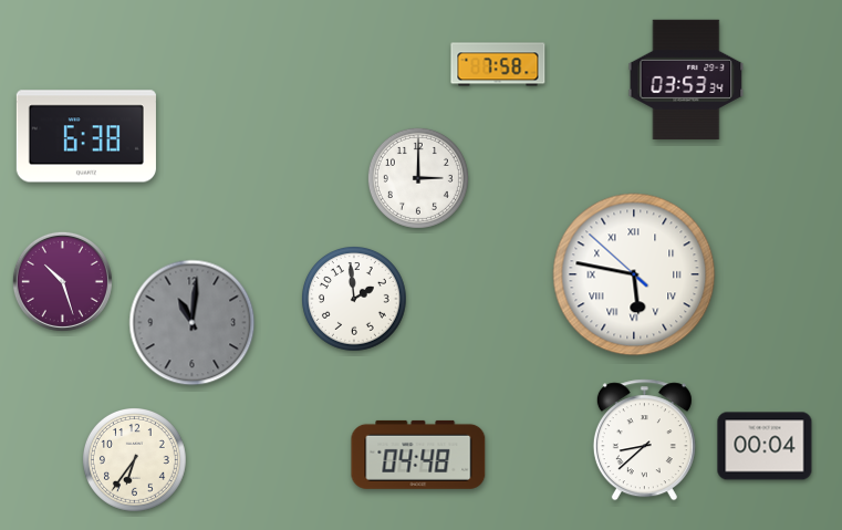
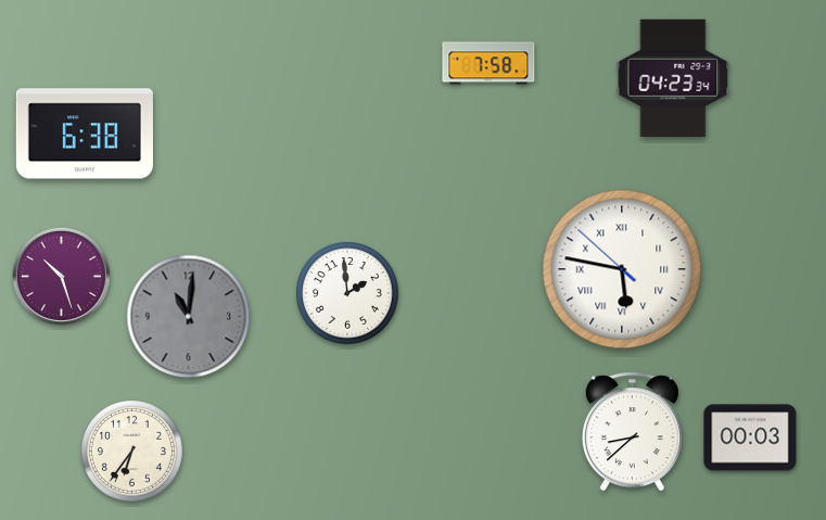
clock at (686, 79): 03:53 -> 04:23
clock at (418, 178): 3:00 -> none
clock at (765, 446): 00:04 -> 00:03
clock at (418, 455): 04:48 -> none
